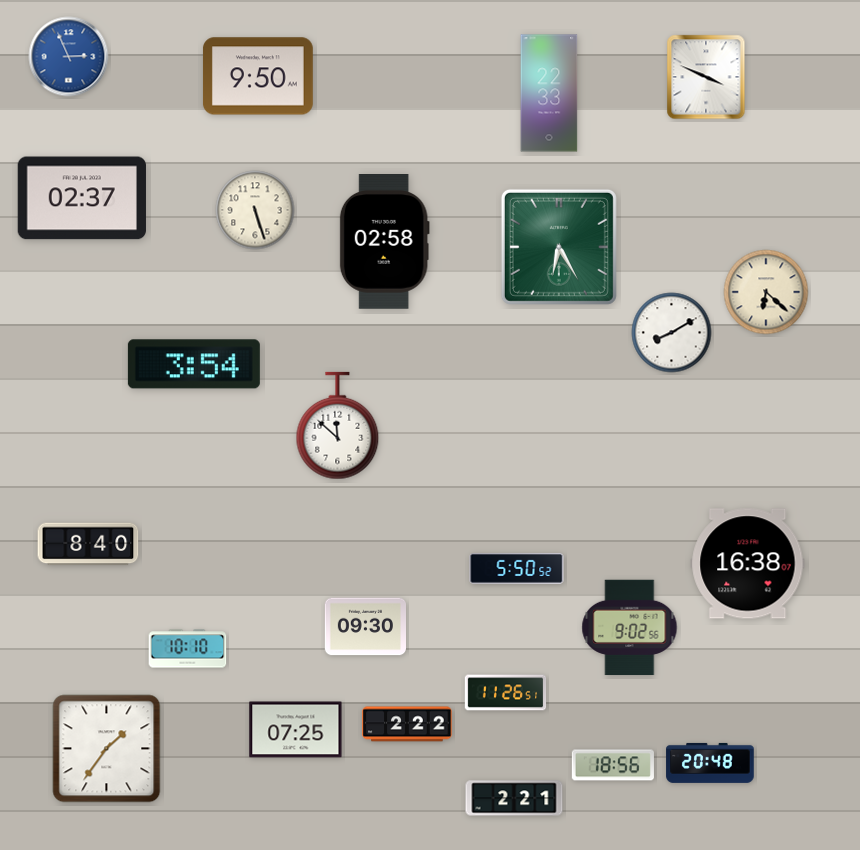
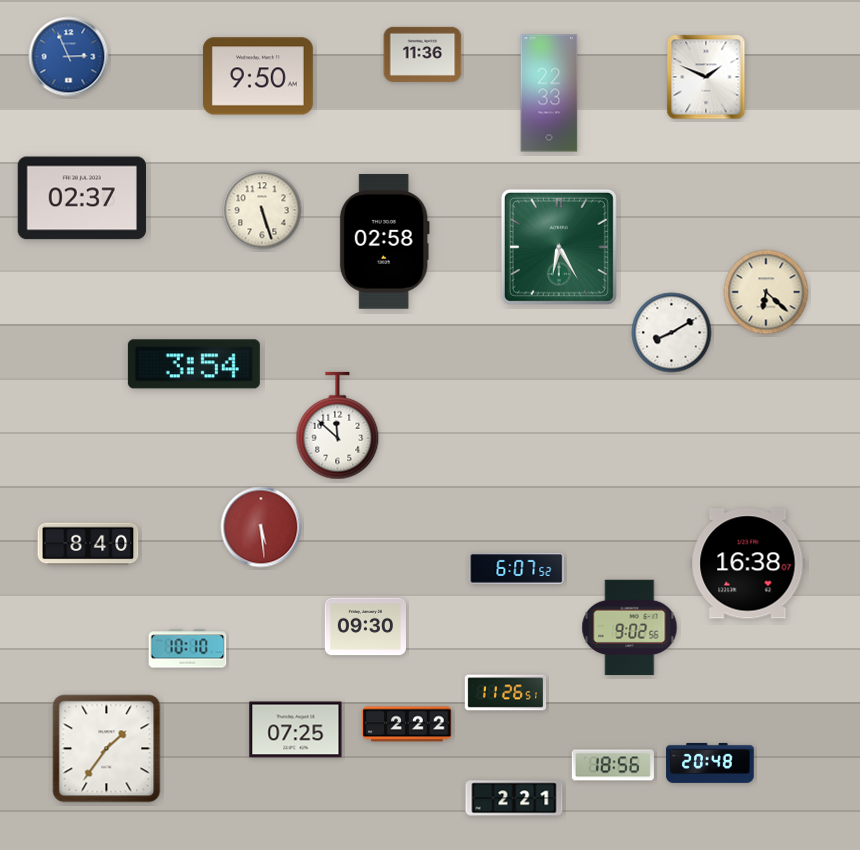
clock at (423, 54): none -> 11:36
clock at (706, 77): 3:49 -> 1:49
clock at (255, 210) position: (255, 210) -> (262, 210)
clock at (261, 527): none -> 5:29
clock at (517, 569): 5:50 -> 6:07
